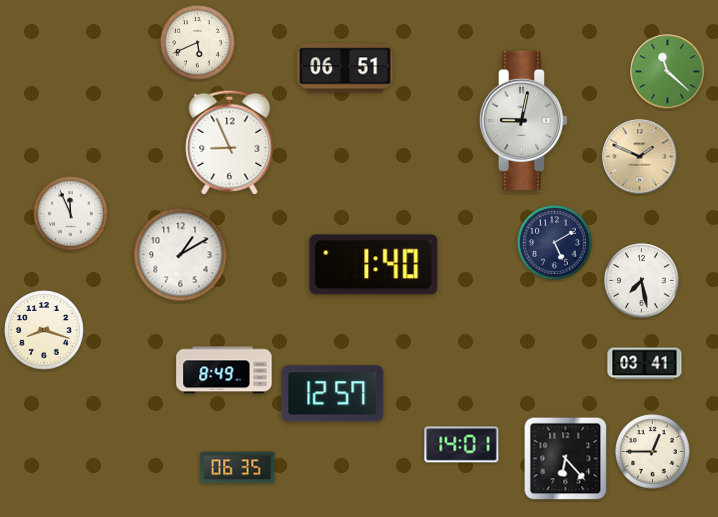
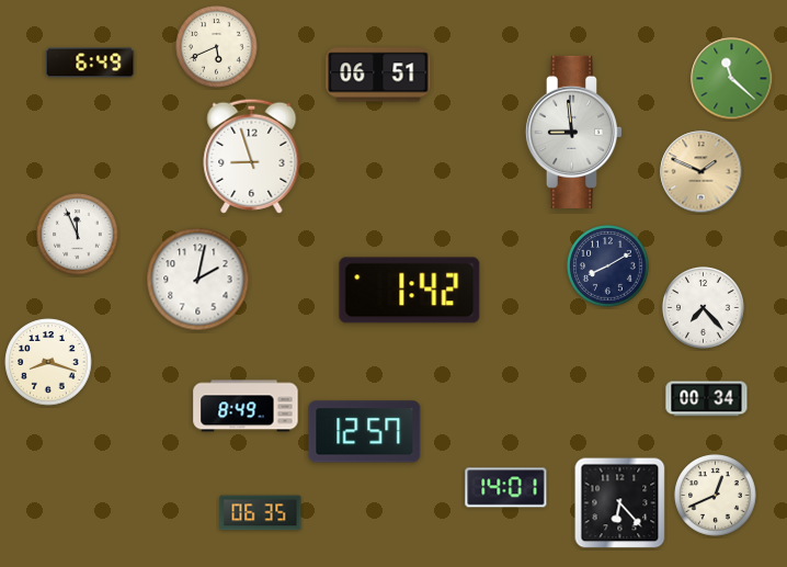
clock at (90, 63): none -> 6:49
clock at (523, 120): 9:02 -> 8:59
clock at (230, 142): 8:56 -> 8:57
clock at (555, 243): 5:10 -> 8:10
clock at (181, 255): 1:10 -> 2:02
clock at (374, 265): 1:40 -> 1:42
clock at (642, 281): 7:28 -> 7:23
clock at (645, 364): 03:41 -> 00:34
clock at (653, 452): 12:45 -> 12:41
